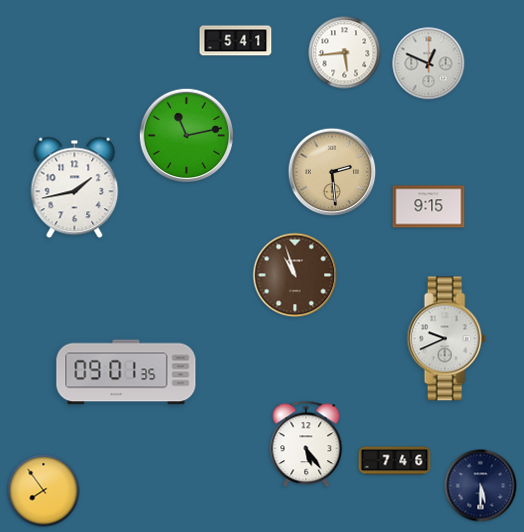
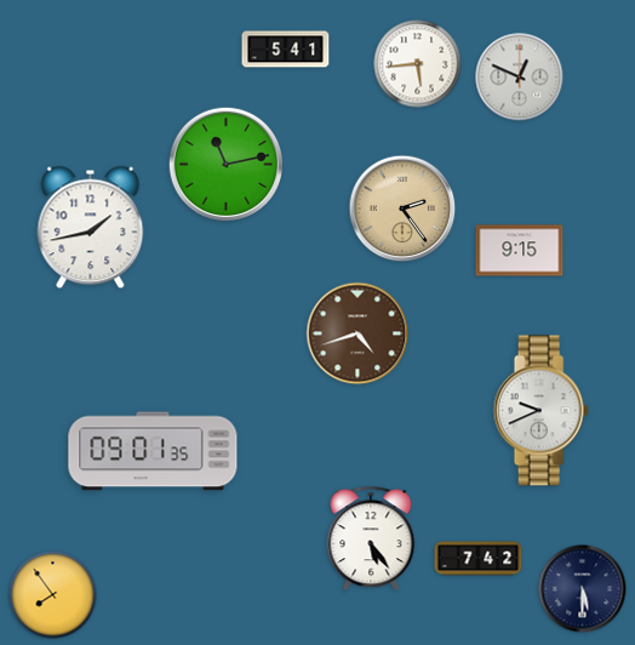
clock at (332, 172): 2:29 -> 2:24
clock at (295, 275): 10:57 -> 4:42
clock at (395, 461): 7:46 -> 7:42
